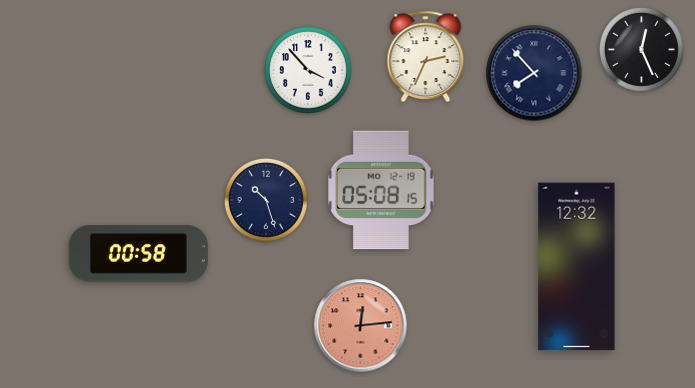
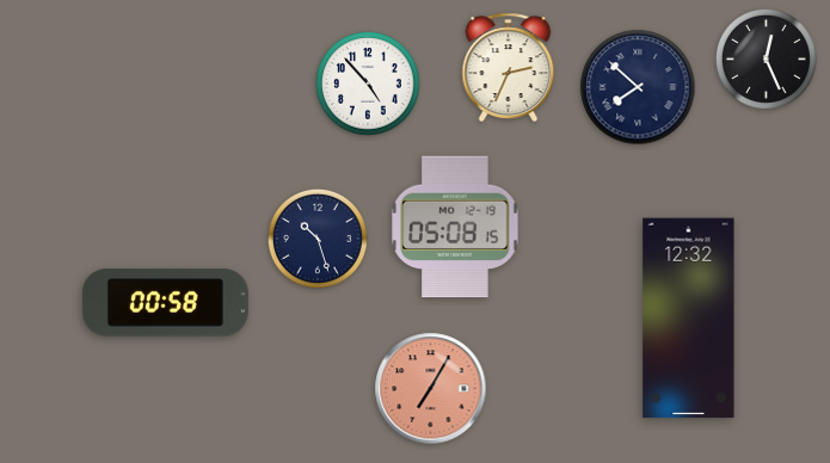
clock at (308, 70): 3:53 -> 4:53
clock at (534, 73): 7:53 -> 7:52
clock at (361, 326): 12:14 -> 7:05
